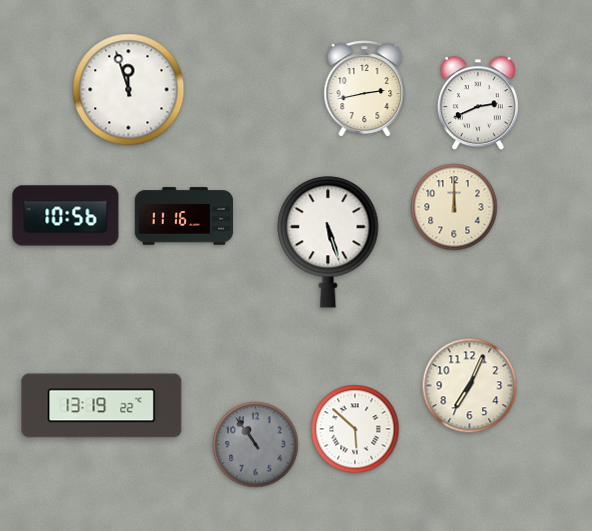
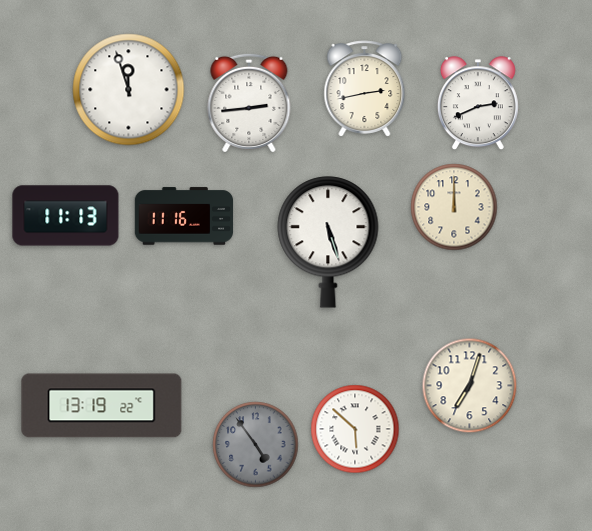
clock at (249, 102): none -> 2:44
clock at (66, 216): 10:56 -> 11:13
clock at (470, 386): 7:04 -> 7:03
clock at (256, 445): 10:54 -> 4:54
